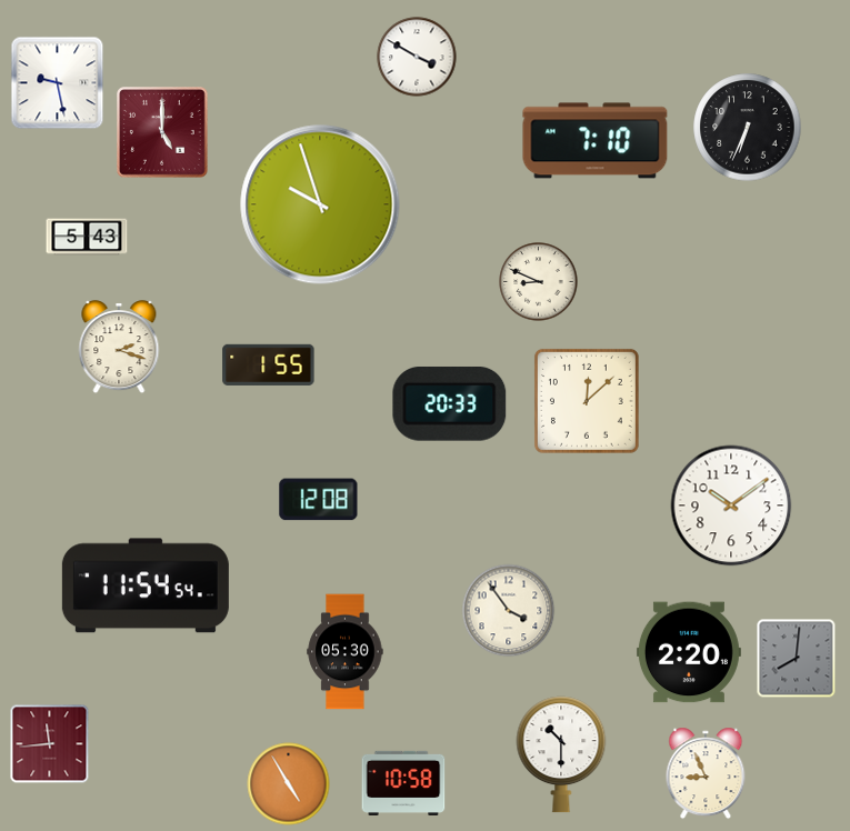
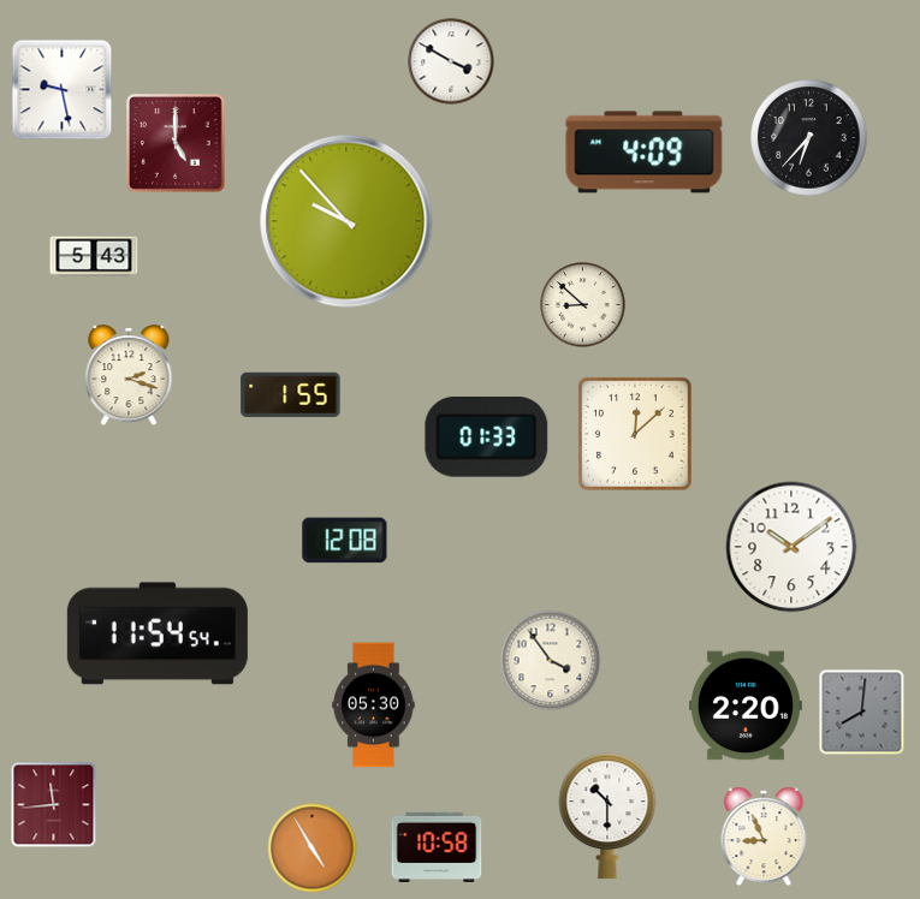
clock at (748, 128): 6:34 -> 6:37
clock at (596, 141): 7:10 -> 4:09
clock at (320, 204): 9:57 -> 9:53
clock at (539, 282): 8:49 -> 8:52
clock at (450, 403): 20:33 -> 01:33
